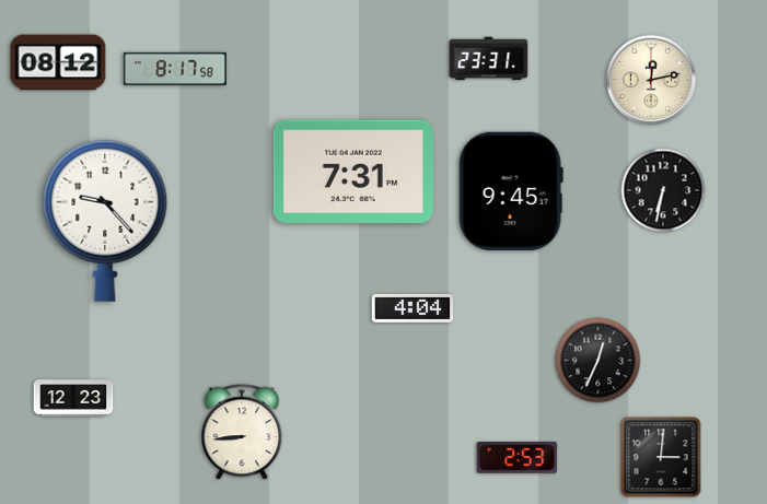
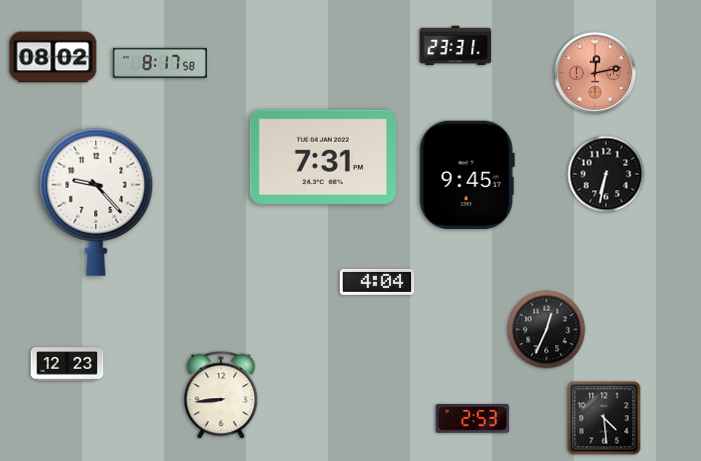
clock at (489, 59) position: (489, 59) -> (456, 46)
clock at (58, 62): 08:12 -> 08:02
clock at (651, 80) dial: cream -> salmon
clock at (661, 457): 3:01 -> 4:29
